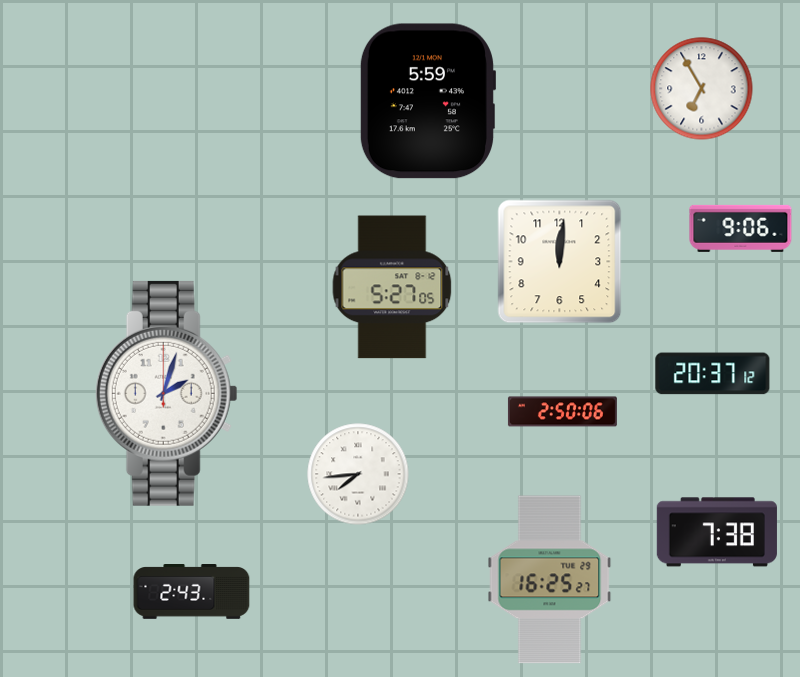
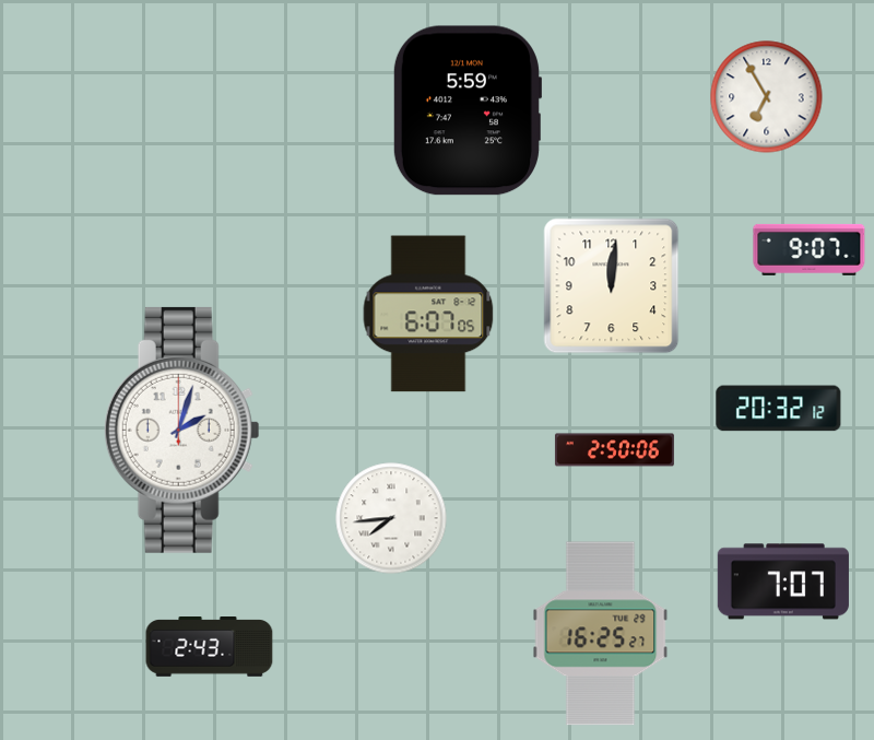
clock at (741, 228): 9:06 -> 9:07
clock at (392, 287): 5:27 -> 6:07
clock at (713, 374): 20:37 -> 20:32
clock at (717, 532): 7:38 -> 7:07
